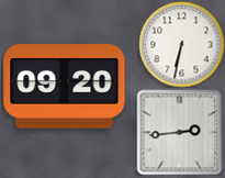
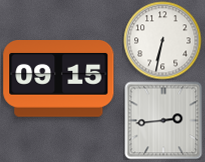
clock at (181, 44) position: (181, 44) -> (162, 40)
clock at (65, 87): 09:20 -> 09:15
